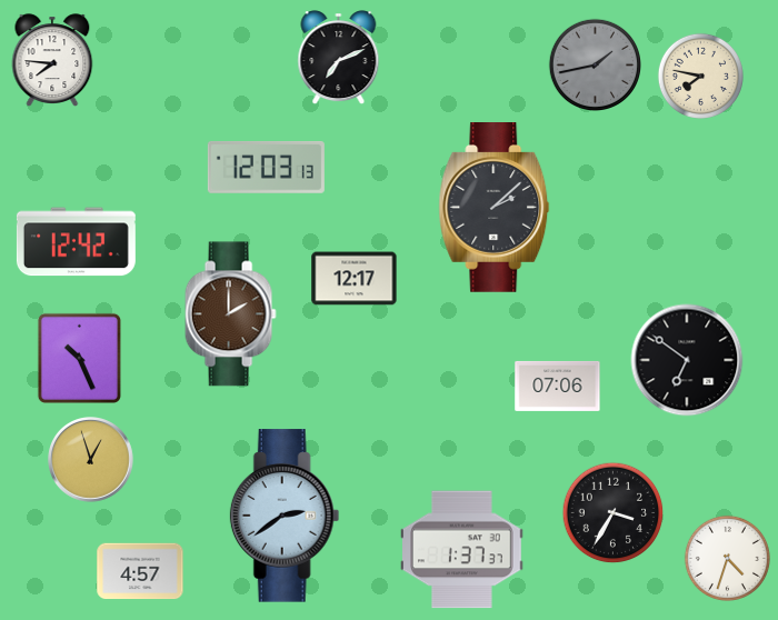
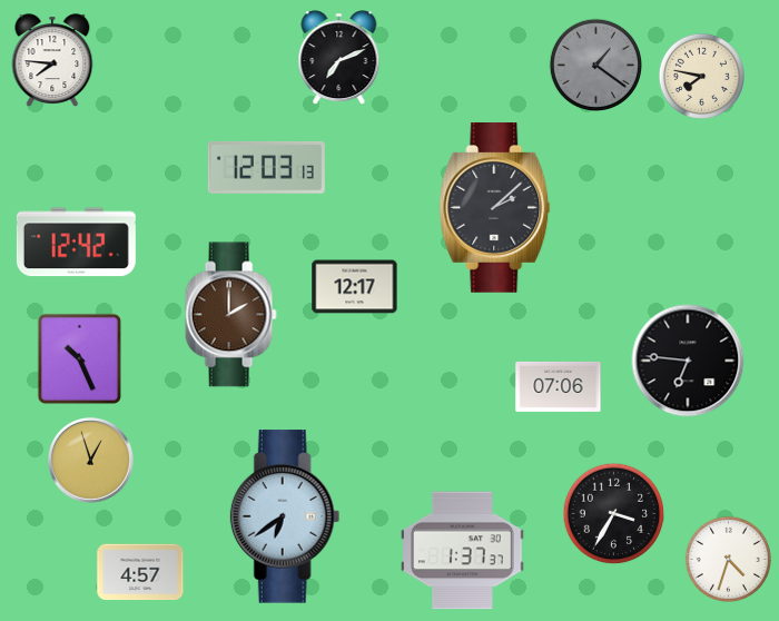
clock at (595, 64): 1:43 -> 1:21
clock at (355, 279) position: (355, 279) -> (355, 287)
clock at (687, 360): 6:51 -> 6:46
clock at (285, 516): 2:39 -> 6:39
